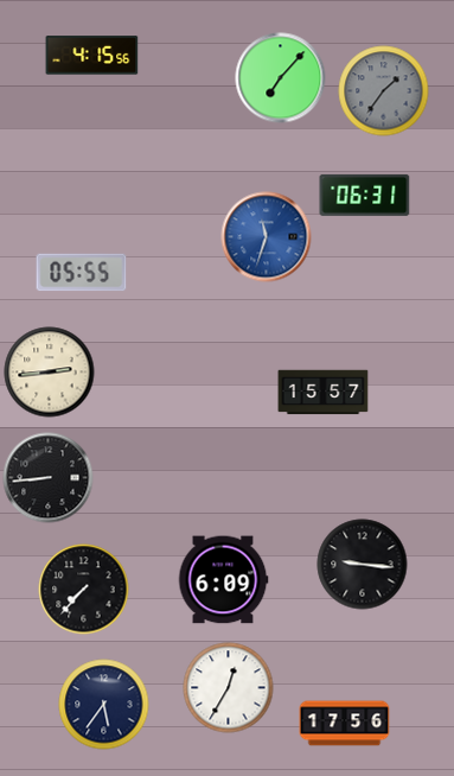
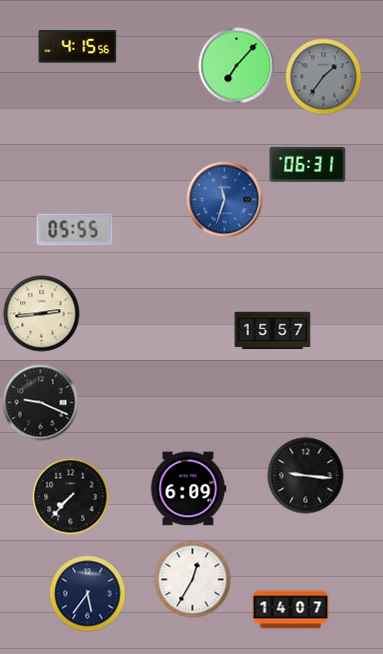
clock at (82, 273) position: (82, 273) -> (75, 230)
clock at (49, 478): 8:44 -> 9:19
clock at (345, 724): 17:56 -> 14:07
